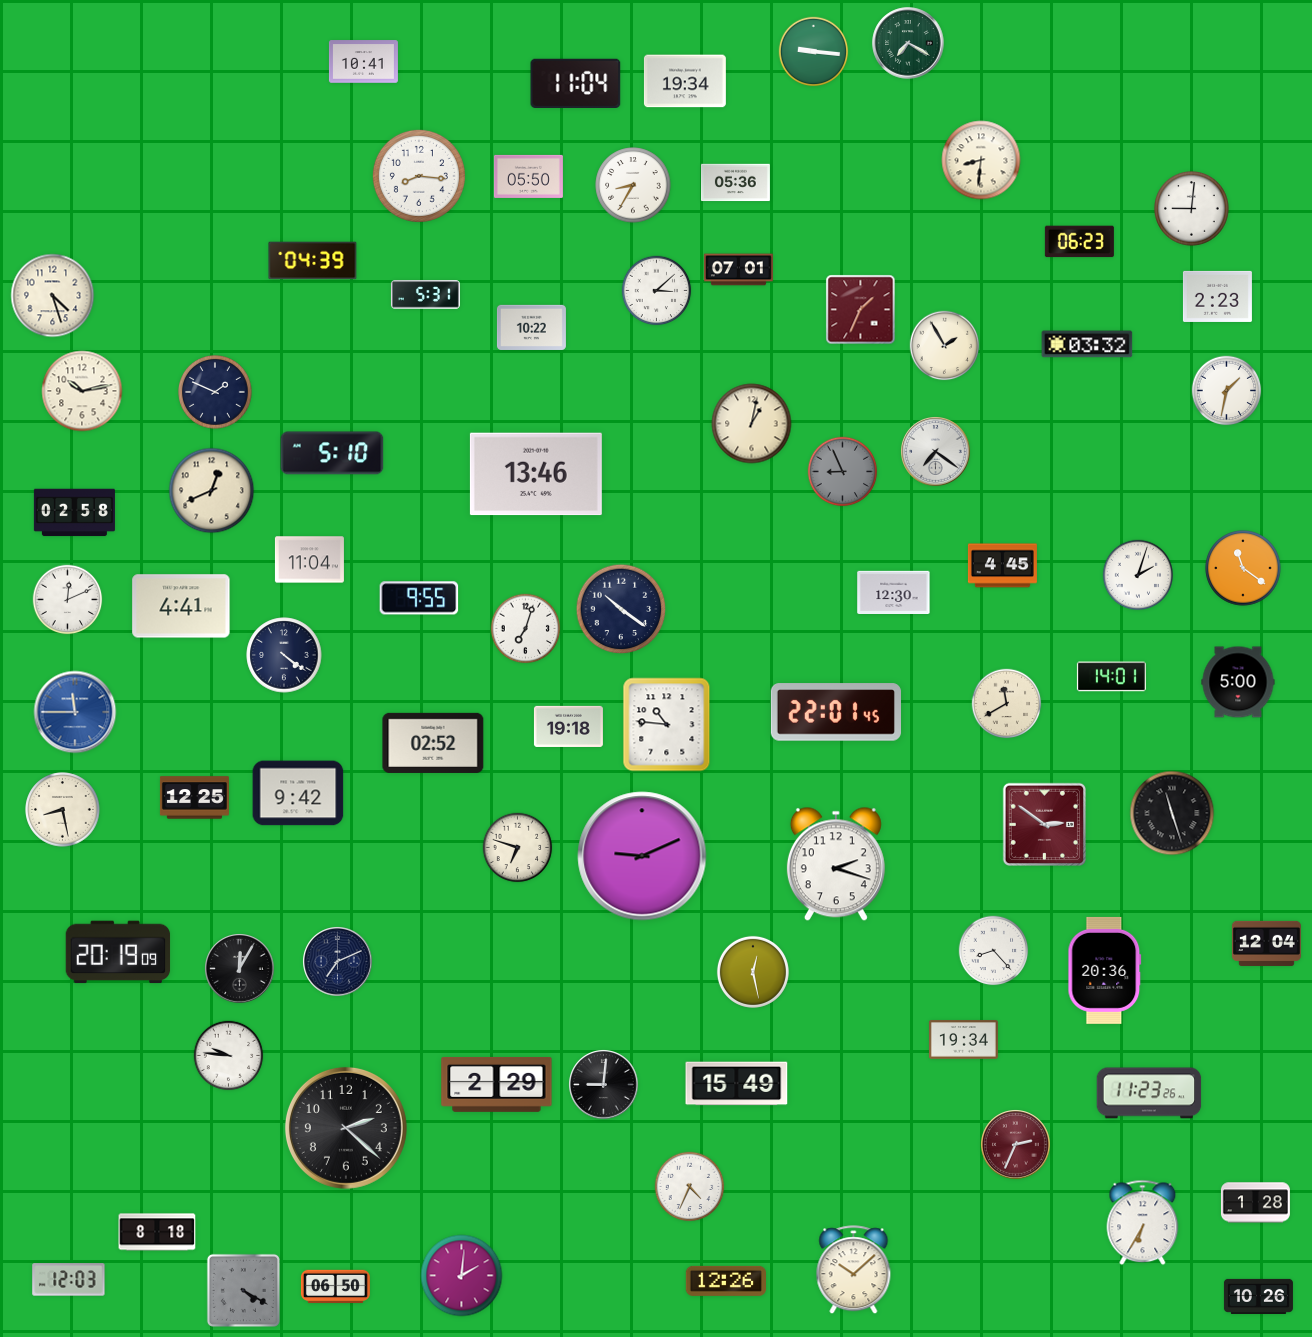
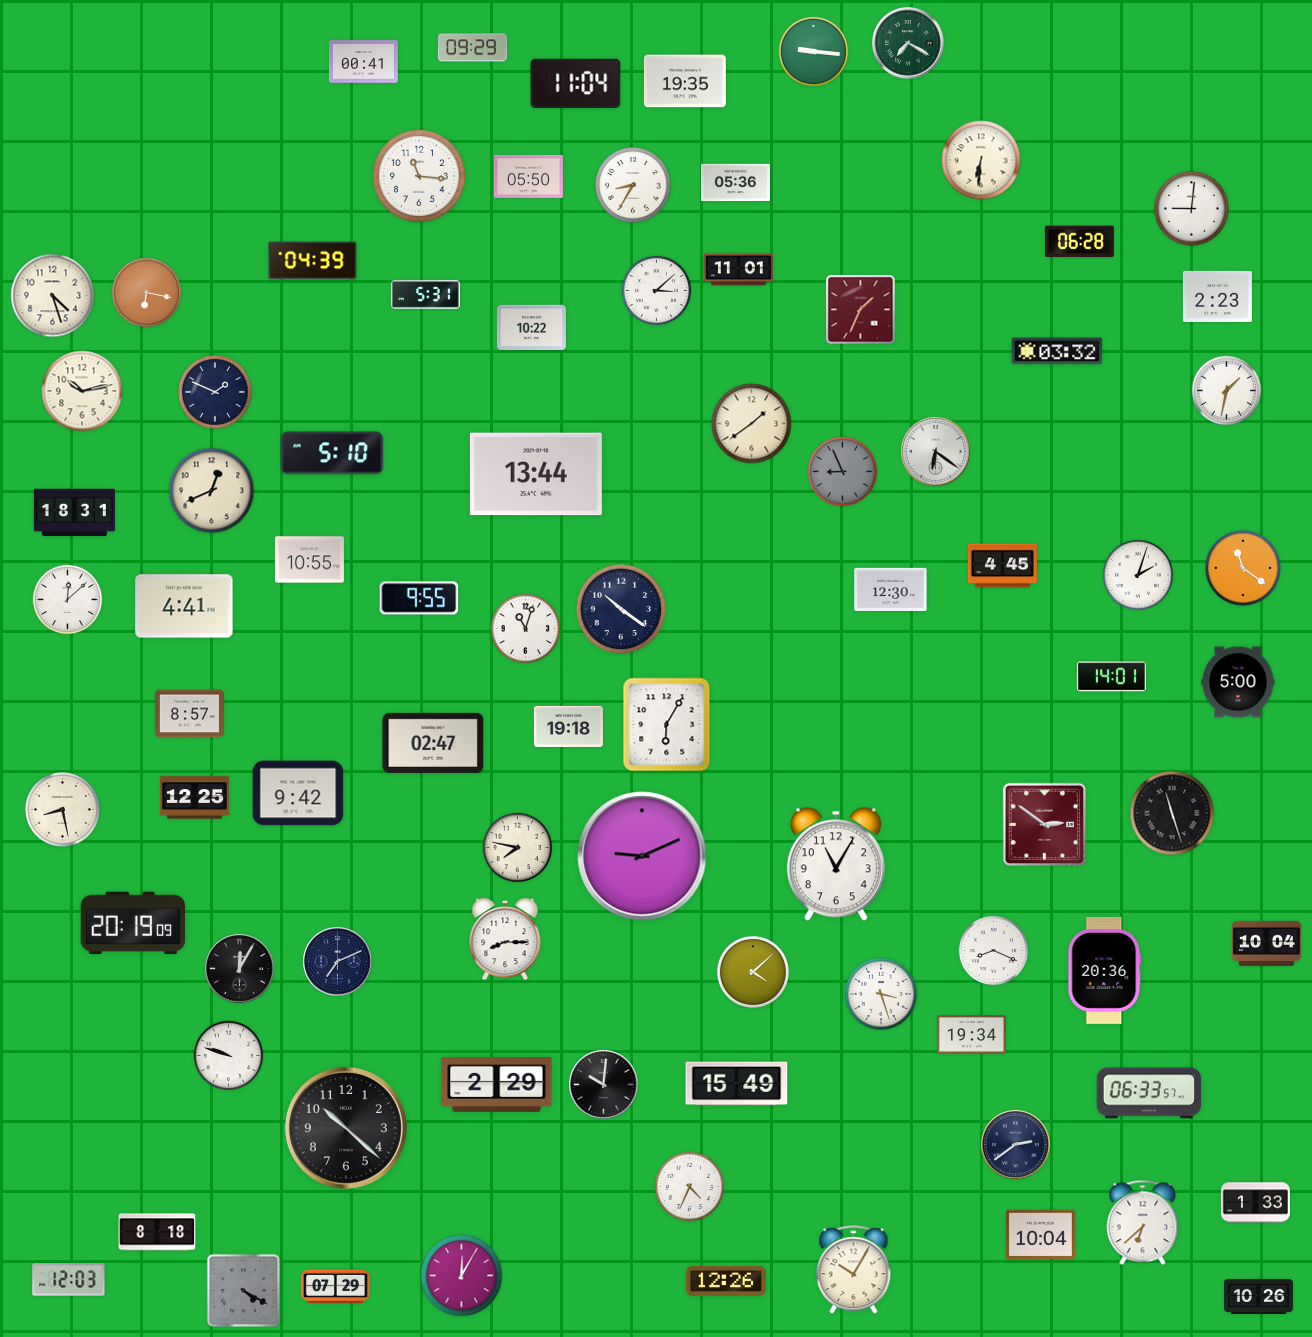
clock at (472, 48): none -> 09:29
clock at (363, 62): 10:41 -> 00:41
clock at (685, 81): 19:34 -> 19:35
clock at (981, 160): 8:31 -> 6:31
clock at (419, 176): 8:16 -> 11:16
clock at (1079, 242): 06:23 -> 06:28
clock at (738, 270): 07:01 -> 11:01
clock at (147, 293): none -> 6:17
clock at (1087, 344) position: (1087, 344) -> (1057, 351)
clock at (945, 346): 1:55 -> none
clock at (752, 424): 1:02 -> 1:39
clock at (936, 452): 7:21 -> 6:21
clock at (536, 474): 13:46 -> 13:44
clock at (74, 513): 02:58 -> 18:31
clock at (309, 560): 11:04 -> 10:55
clock at (894, 593) position: (894, 593) -> (891, 590)
clock at (68, 600): 12:11 -> 12:08
clock at (181, 606) position: (181, 606) -> (184, 606)
clock at (526, 629): 7:03 -> 11:03
clock at (284, 655): 4:21 -> none
clock at (1007, 704): 11:40 -> none
clock at (75, 712): 11:45 -> none
clock at (836, 712): 22:01 -> none
clock at (189, 714): none -> 8:57
clock at (667, 725): 10:46 -> 6:05
clock at (433, 743): 02:52 -> 02:47
clock at (518, 848): 6:48 -> 7:47
clock at (836, 864): 2:18 -> 11:05
clock at (505, 939): none -> 8:15
clock at (1266, 943): 12:04 -> 10:04
clock at (994, 951): 8:23 -> 8:19
clock at (118, 952) position: (118, 952) -> (133, 923)
clock at (753, 972): 12:28 -> 4:08
clock at (881, 994): none -> 3:27
clock at (963, 1040) position: (963, 1040) -> (971, 1035)
clock at (229, 1056): 9:46 -> 9:48
clock at (604, 1085): 9:01 -> 10:01
clock at (1149, 1093): 11:23 -> 06:33
clock at (346, 1128): 2:22 -> 10:22
clock at (1016, 1145): 2:34 -> 2:39
clock at (1016, 1145) dial: burgundy -> navy
clock at (1255, 1203): 1:28 -> 1:33
clock at (1143, 1223): 6:35 -> 6:38
clock at (1040, 1235): none -> 10:04
clock at (854, 1270): 10:08 -> 10:05
clock at (462, 1276): 2:01 -> 12:05
clock at (335, 1287): 06:50 -> 07:29
